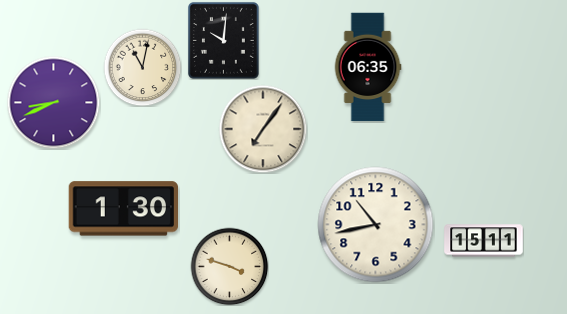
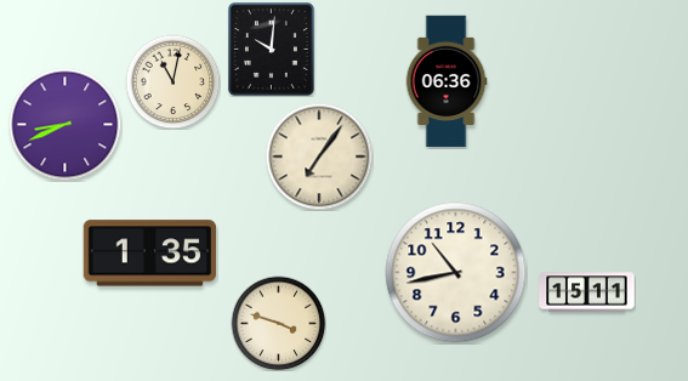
clock at (368, 67): 06:35 -> 06:36
clock at (123, 209): 1:30 -> 1:35
